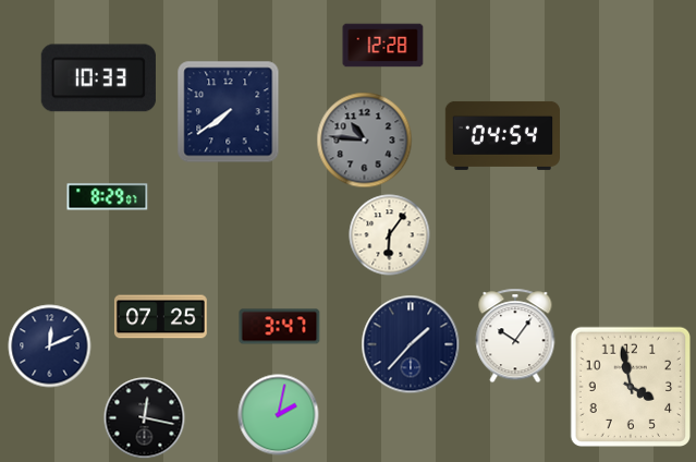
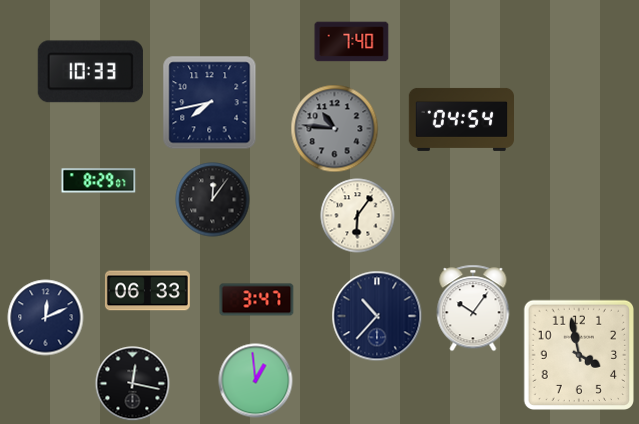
clock at (383, 46): 12:28 -> 7:40
clock at (229, 112): 7:39 -> 7:43
clock at (502, 135) position: (502, 135) -> (461, 119)
clock at (213, 200): none -> 12:06
clock at (160, 317): 07:25 -> 06:33
clock at (411, 344): 1:37 -> 10:37
clock at (279, 415): 2:02 -> 12:59
